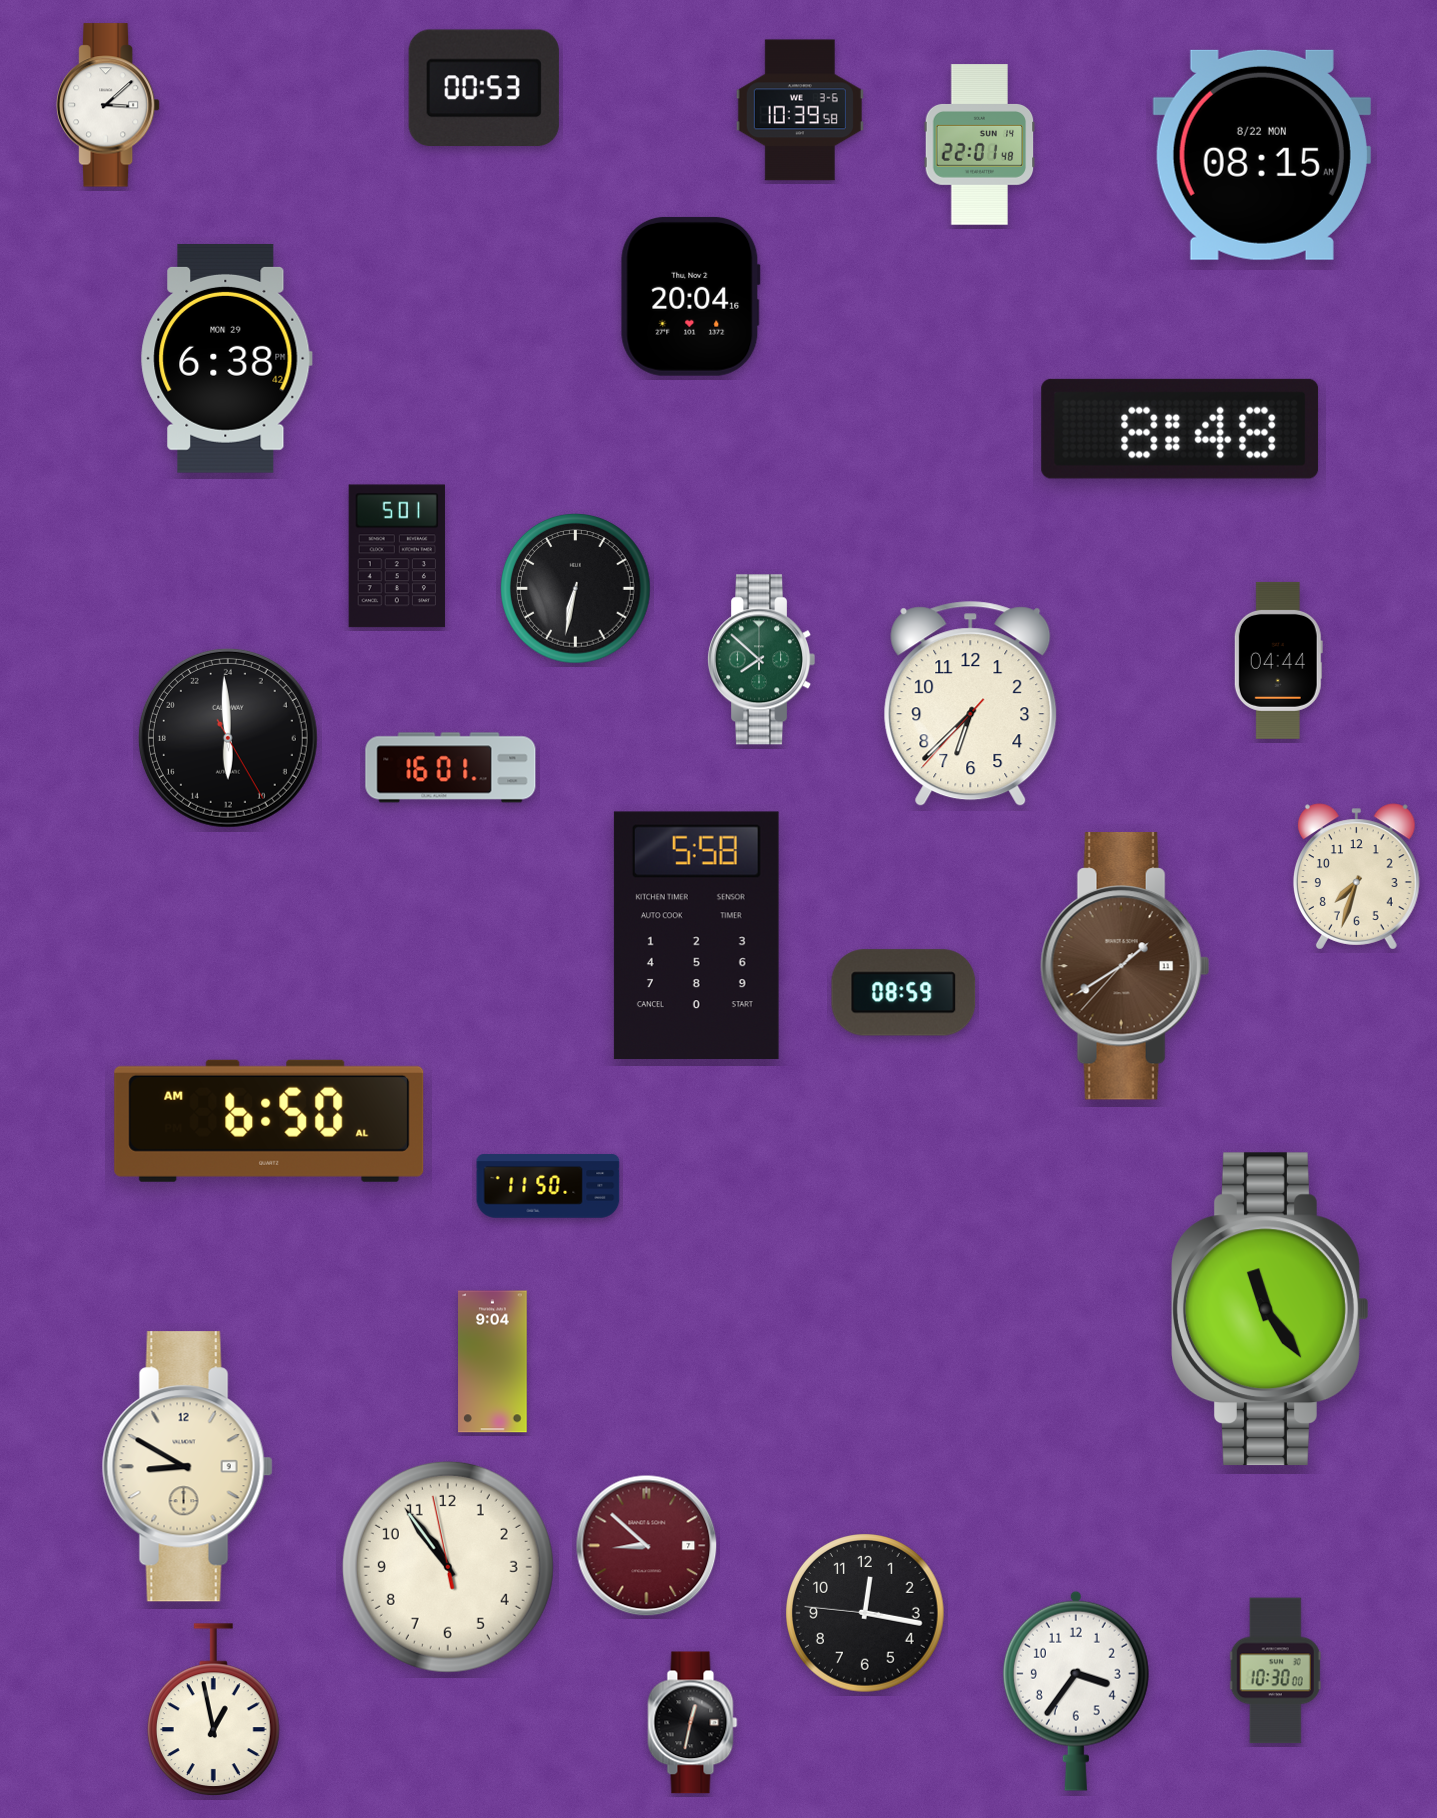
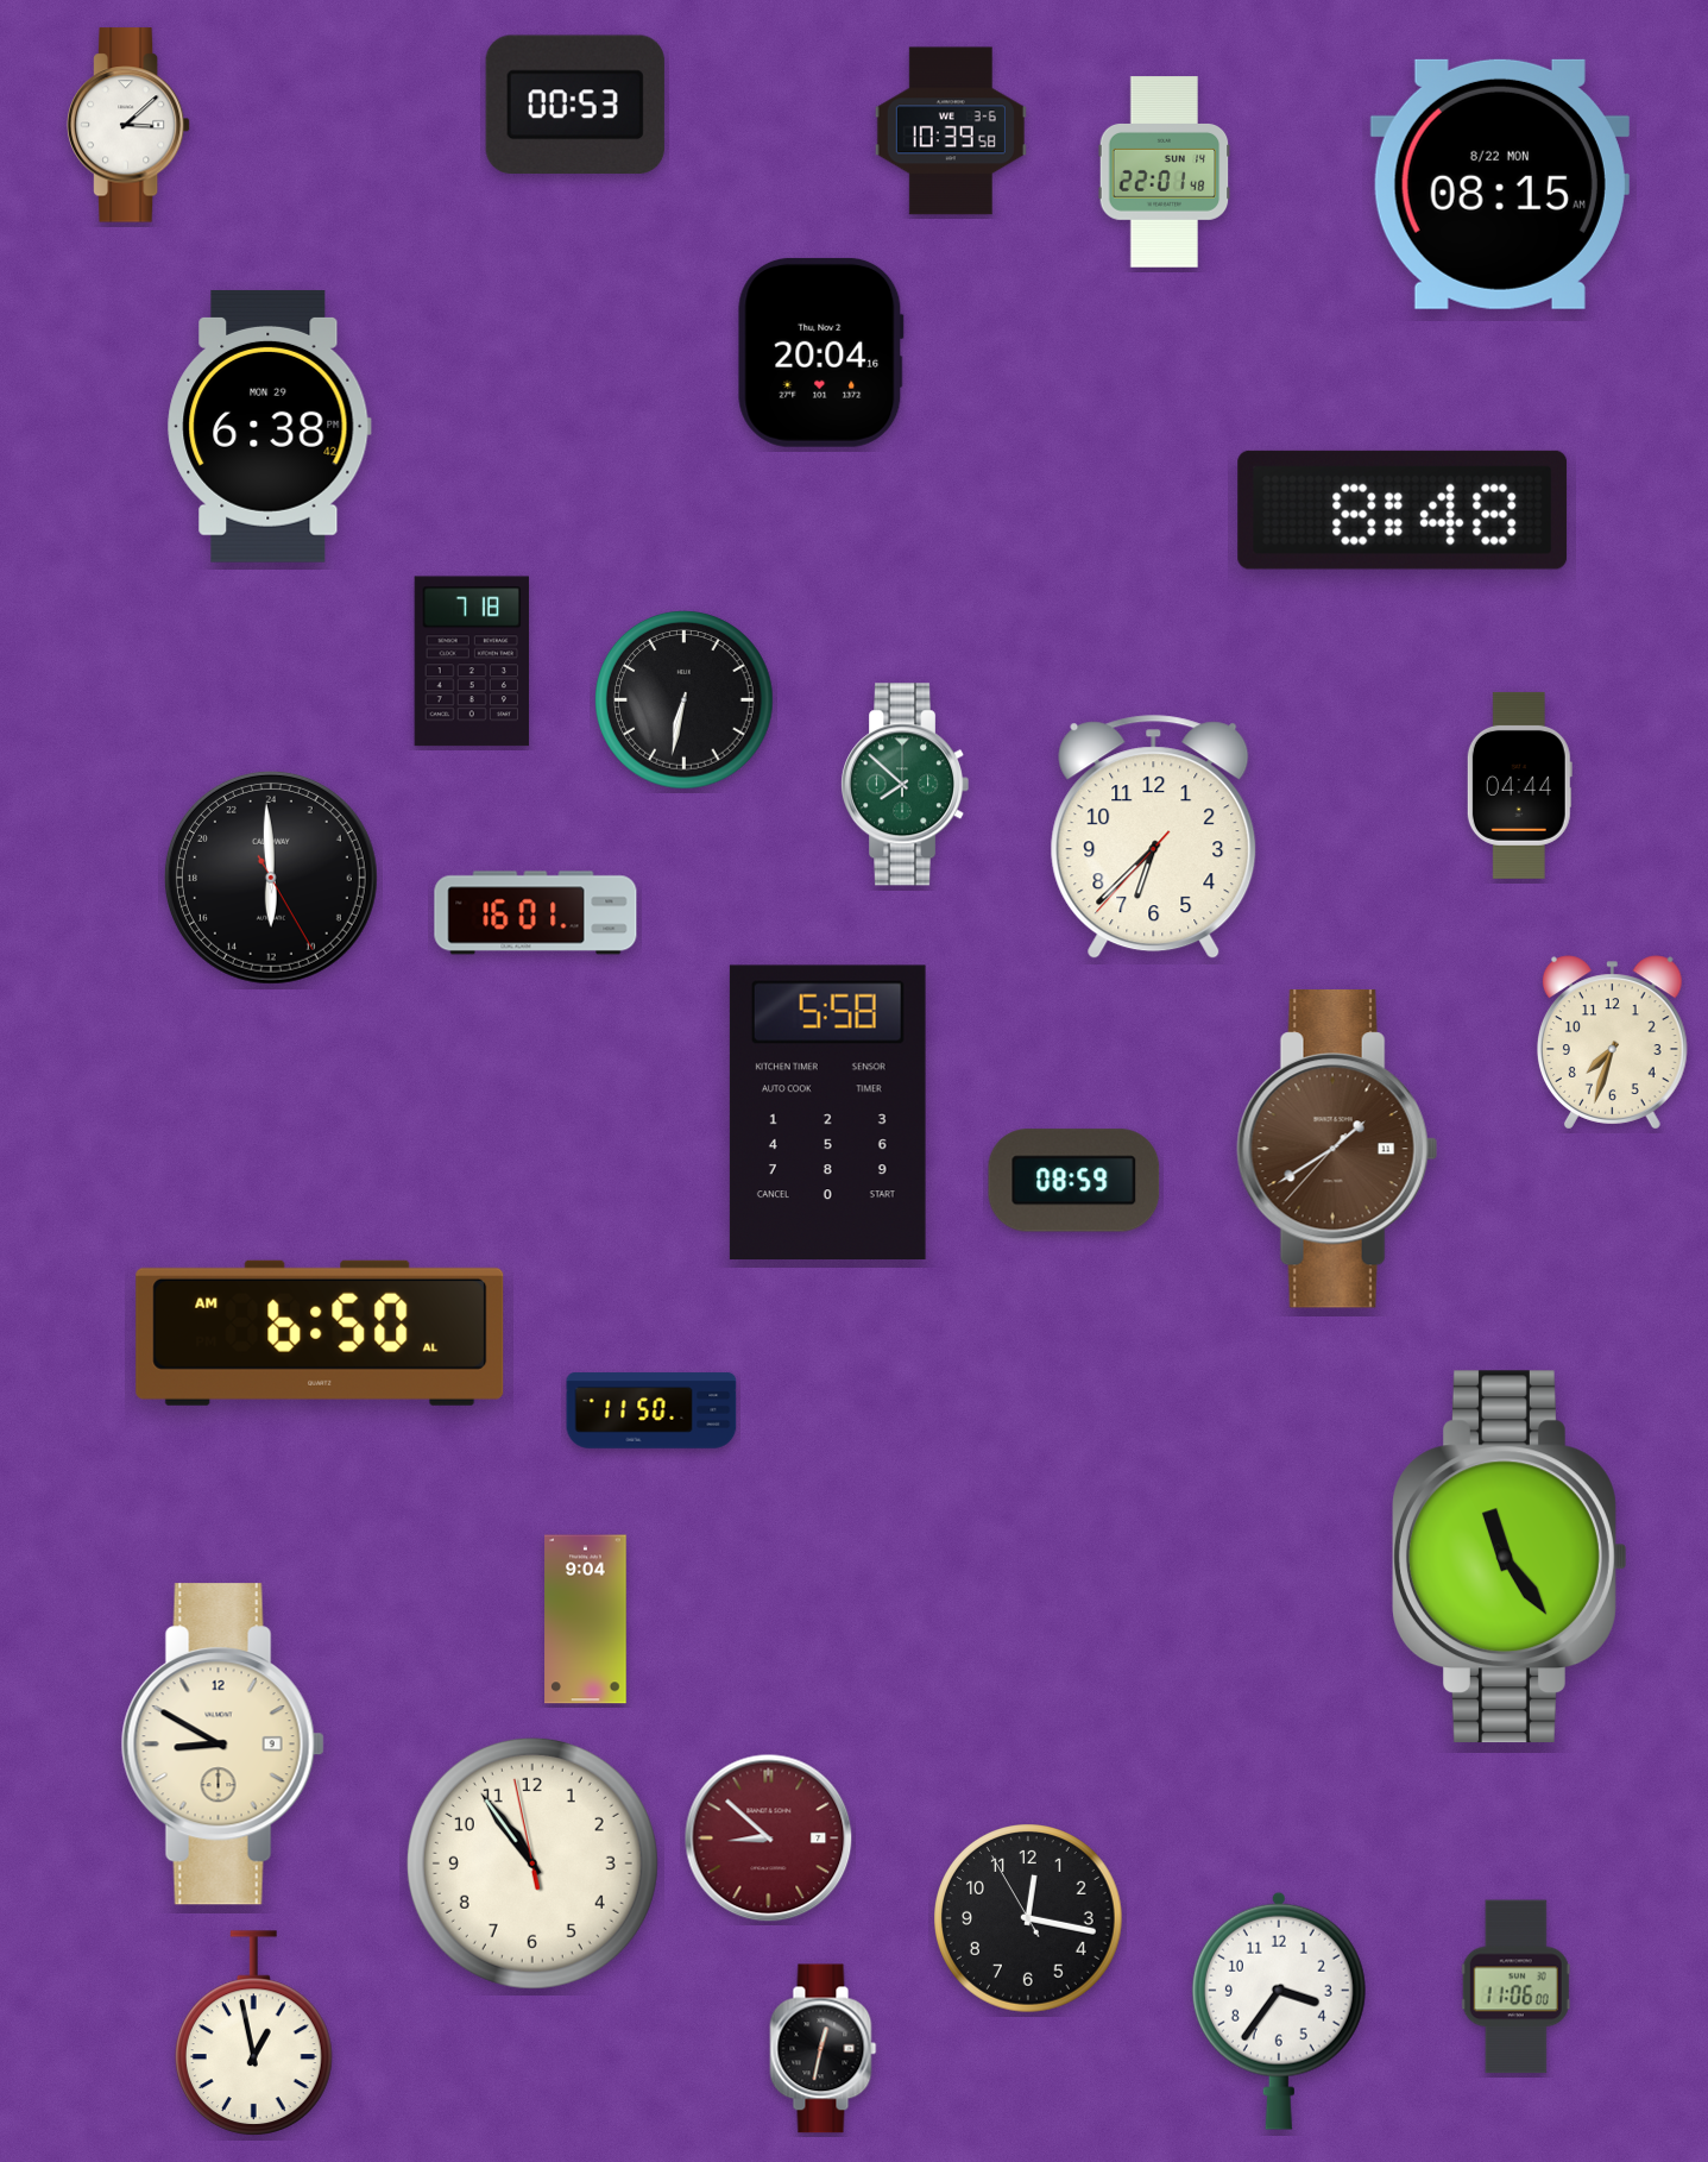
clock at (397, 556): 5:01 -> 7:18
clock at (865, 1613): 12:16:46 -> 12:16:55
clock at (1275, 1671): 10:30 -> 11:06
